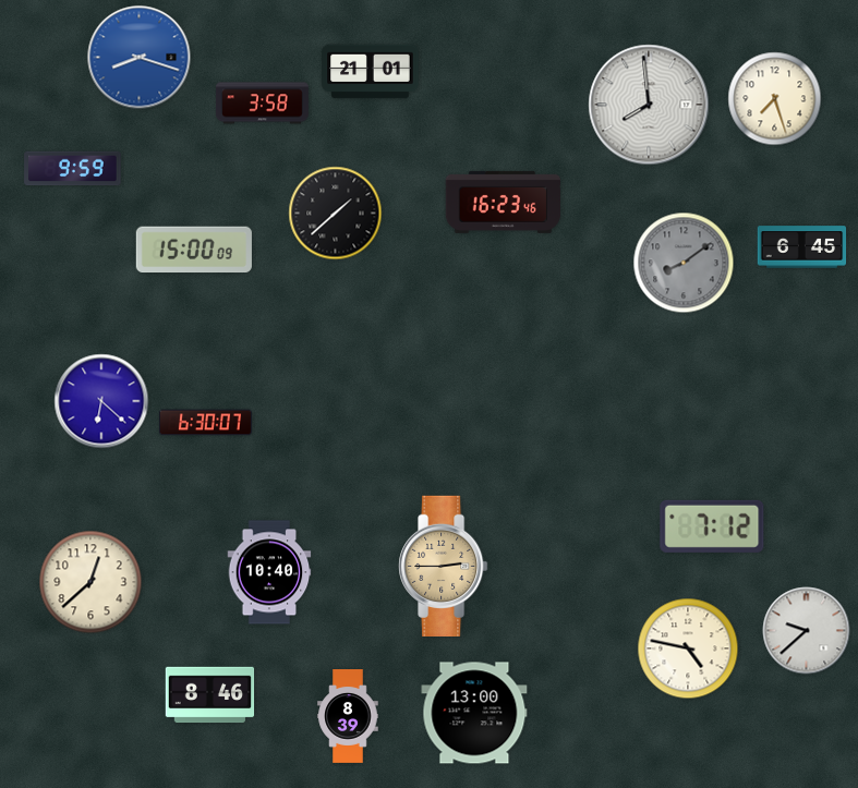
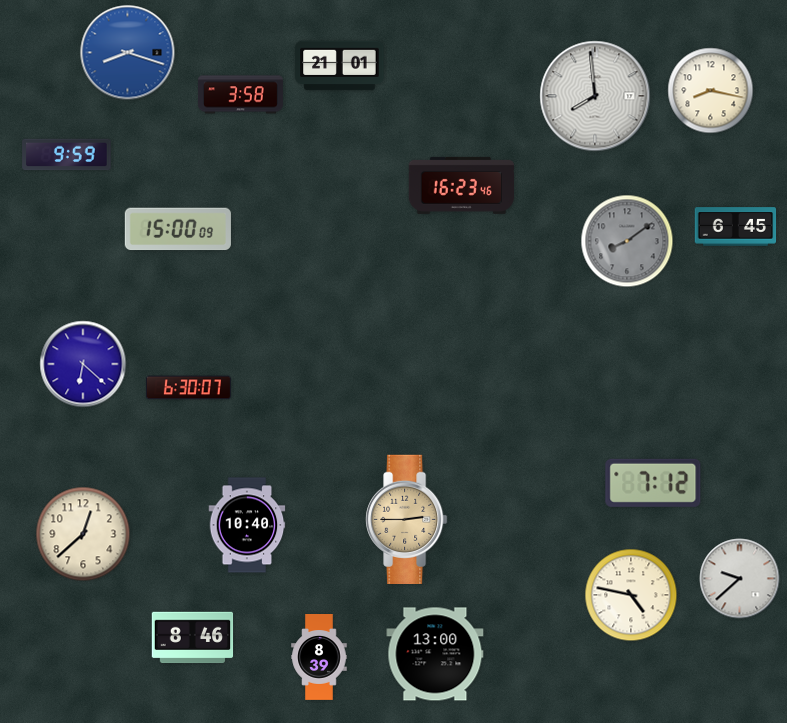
clock at (775, 99): 7:27 -> 8:17
clock at (336, 214): 1:38 -> none
clock at (101, 401) position: (101, 401) -> (83, 364)
